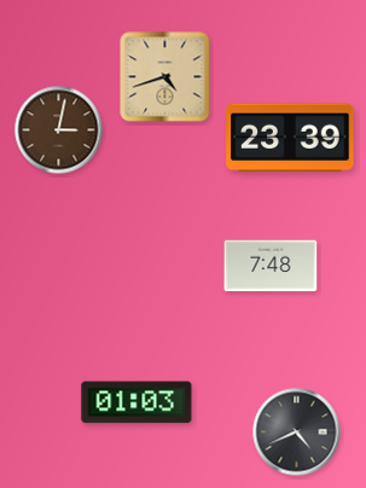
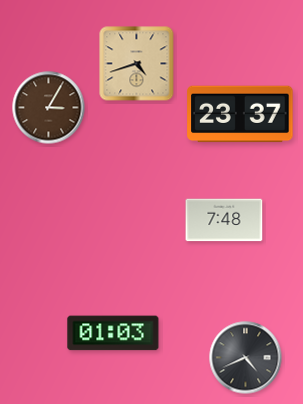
clock at (59, 130): 3:02 -> 3:05
clock at (290, 138): 23:39 -> 23:37
